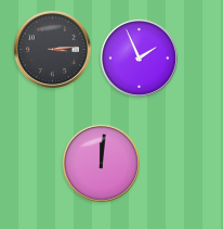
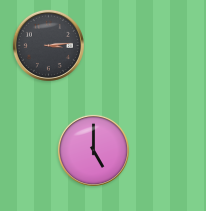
clock at (139, 58): 1:56 -> none
clock at (101, 163): 12:01 -> 5:00
